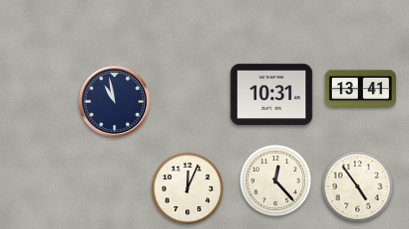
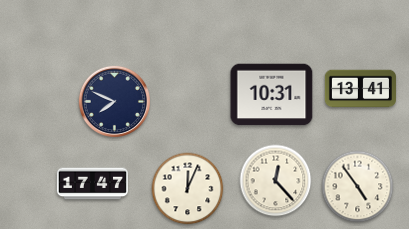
clock at (114, 101): 10:58 -> 7:49
clock at (92, 184): none -> 17:47
